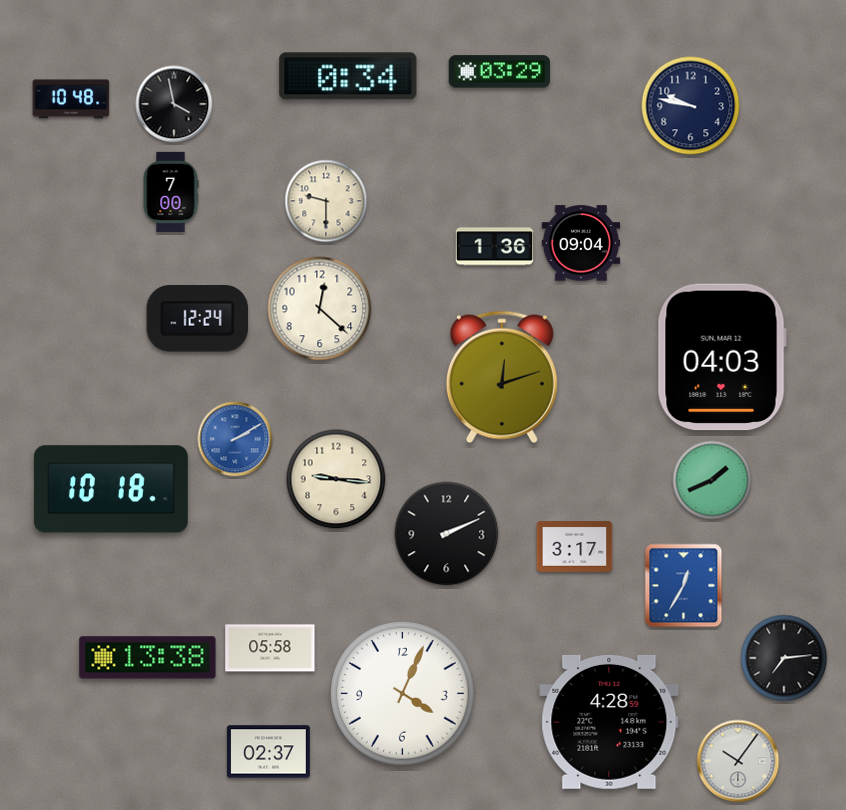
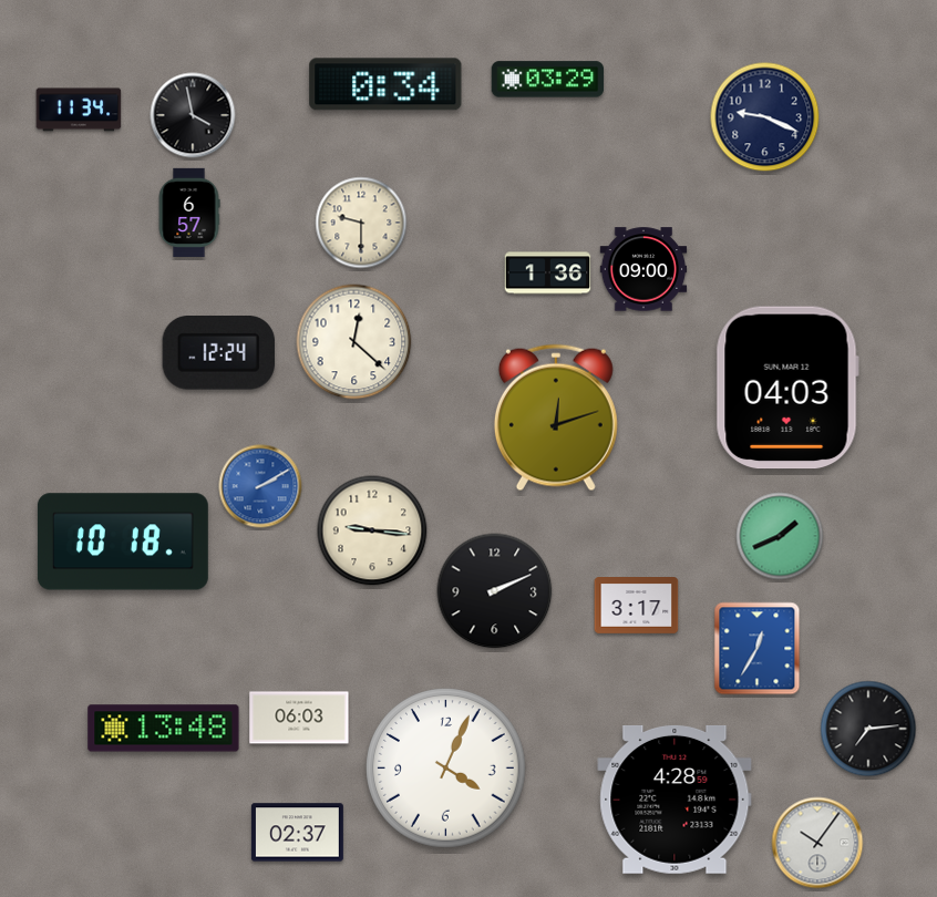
clock at (500, 72) position: (500, 72) -> (548, 80)
clock at (71, 99): 10:48 -> 11:34
clock at (691, 106): 9:47 -> 9:19
clock at (171, 192): 7:00 -> 6:57
clock at (581, 243): 09:04 -> 09:00
clock at (722, 357) position: (722, 357) -> (787, 388)
clock at (712, 480) position: (712, 480) -> (780, 536)
clock at (270, 648): 05:58 -> 06:03
clock at (148, 658): 13:38 -> 13:48
